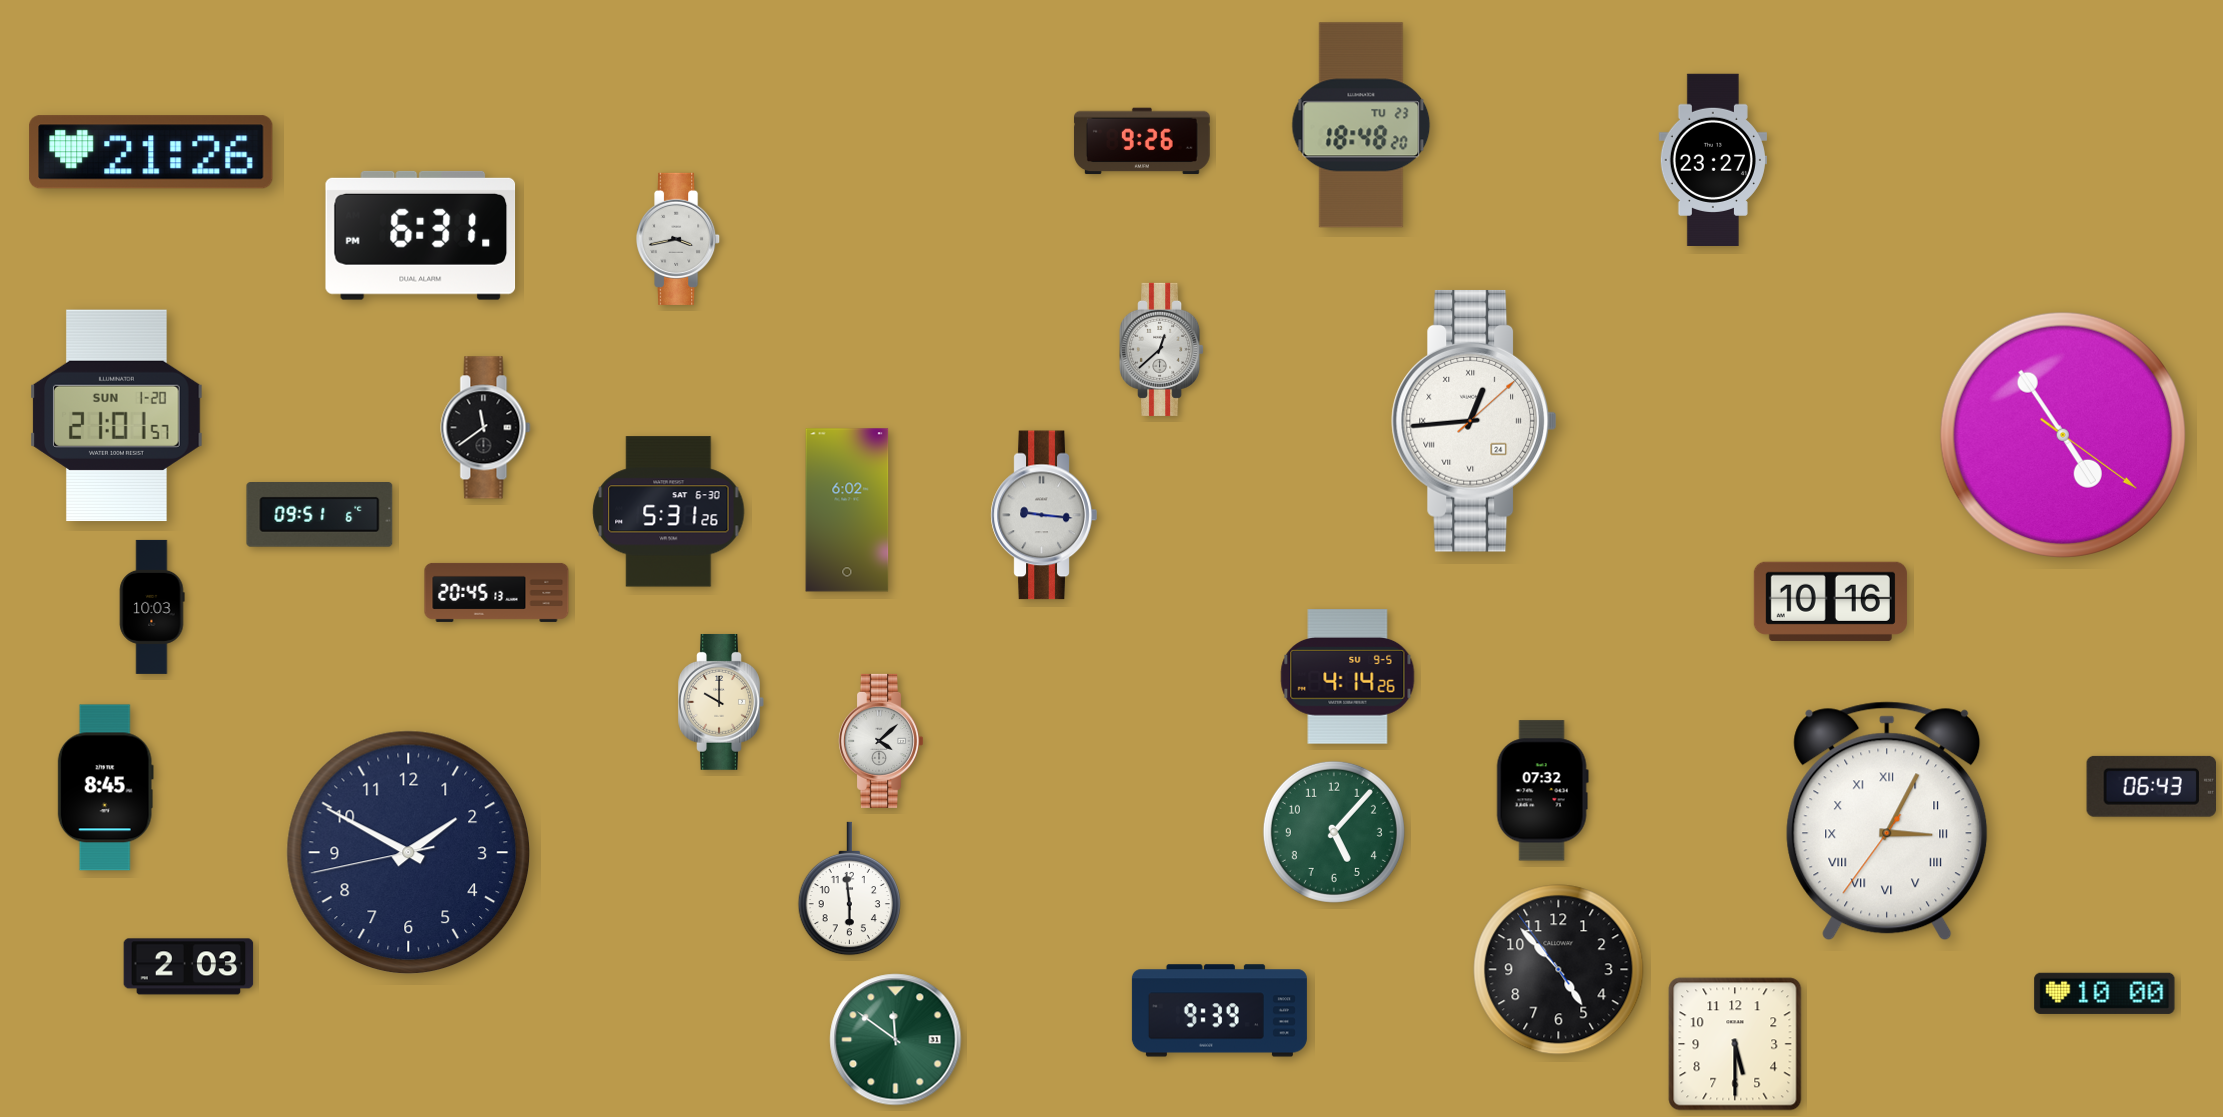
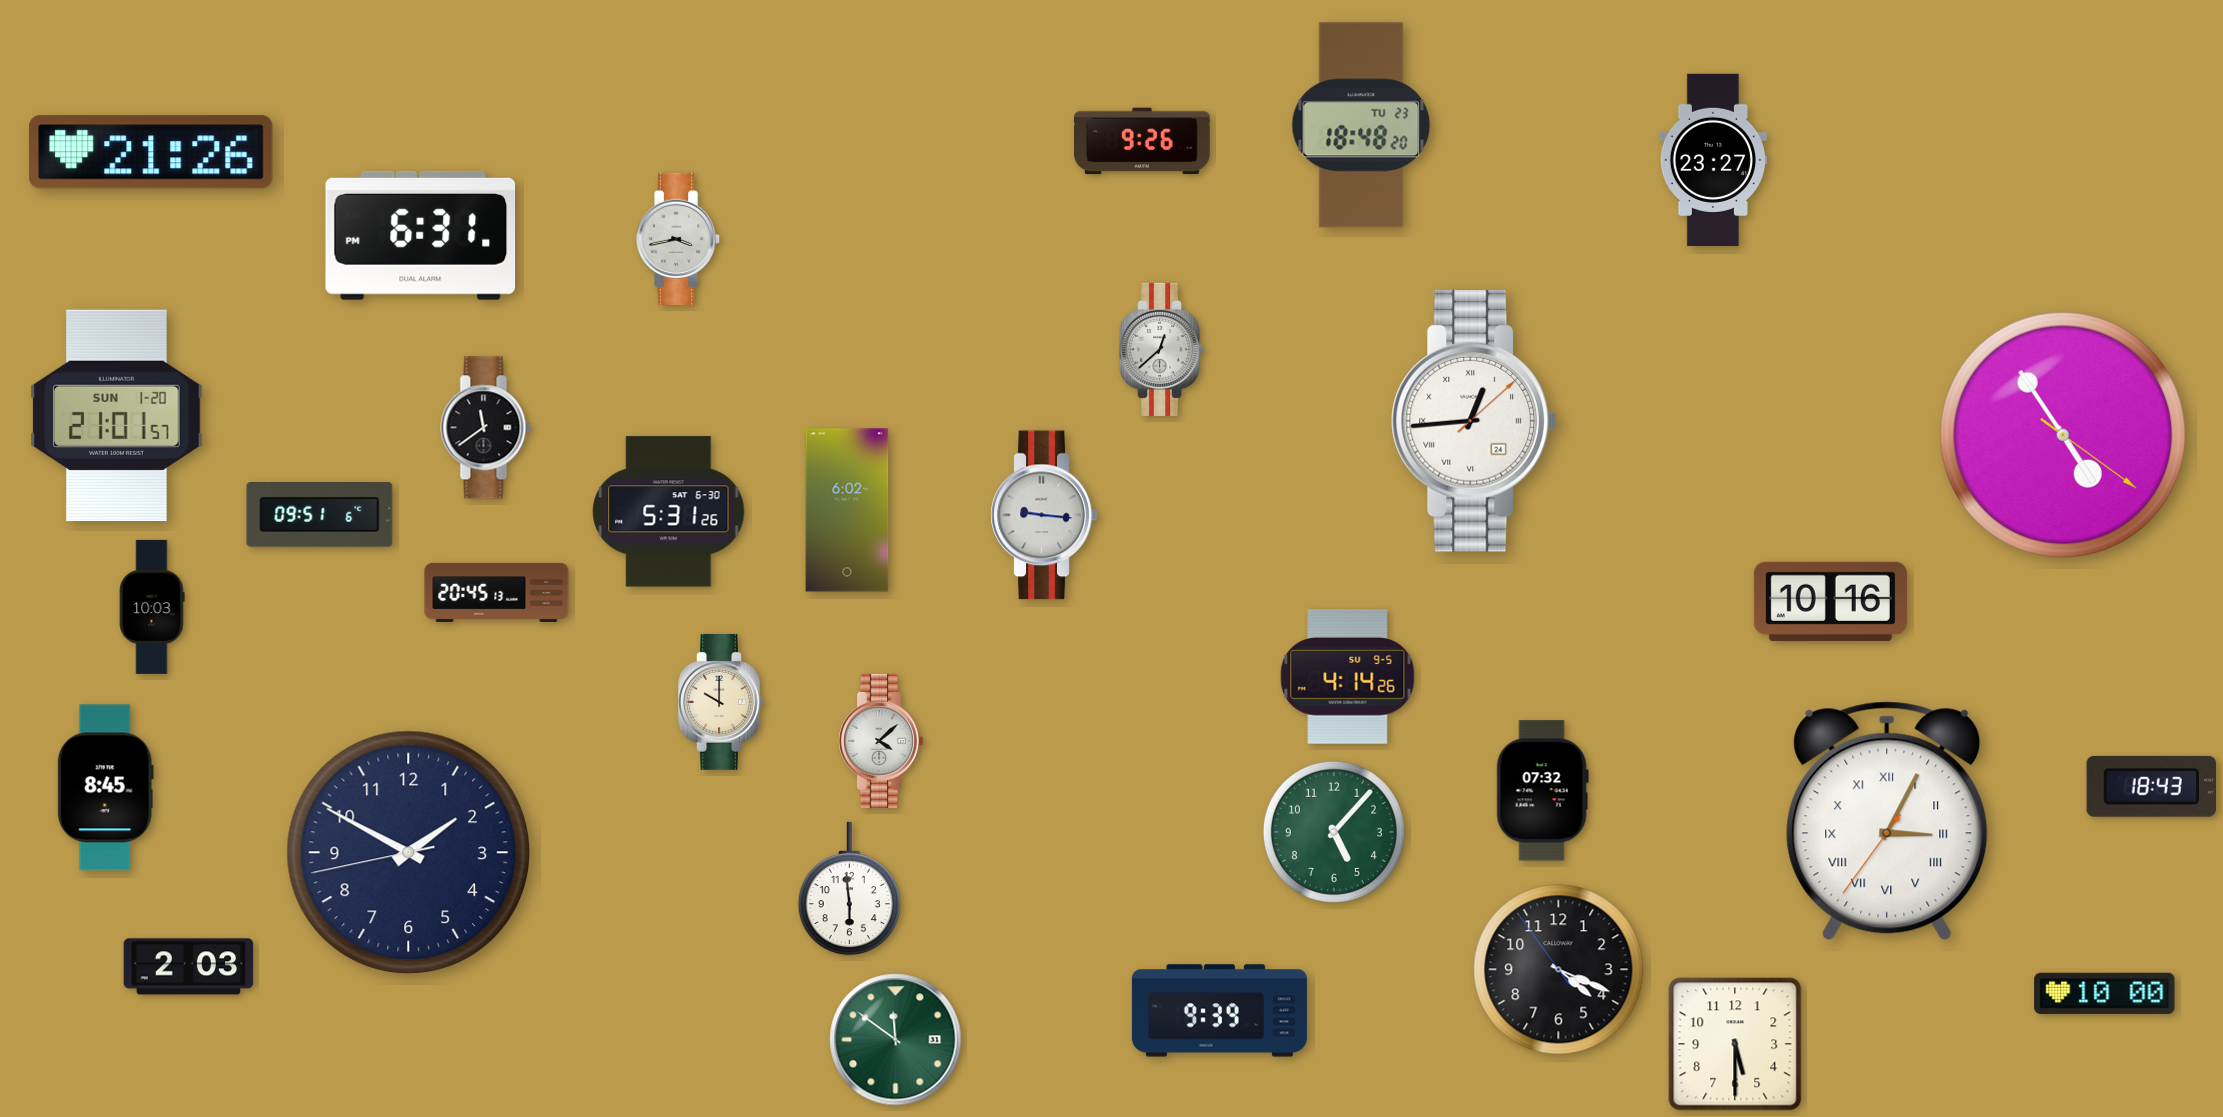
clock at (2151, 786): 06:43 -> 18:43
clock at (1559, 970): 4:52 -> 4:18
